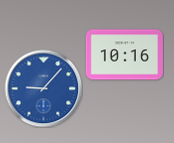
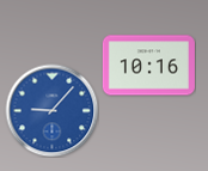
clock at (43, 88) position: (43, 88) -> (51, 110)
